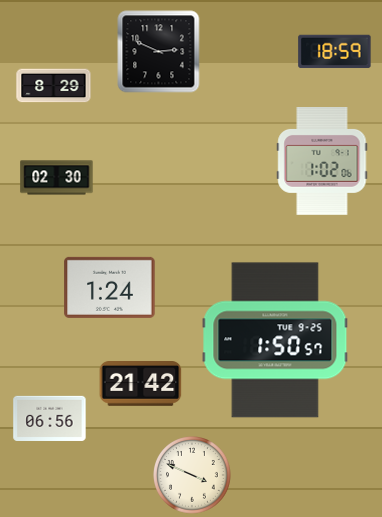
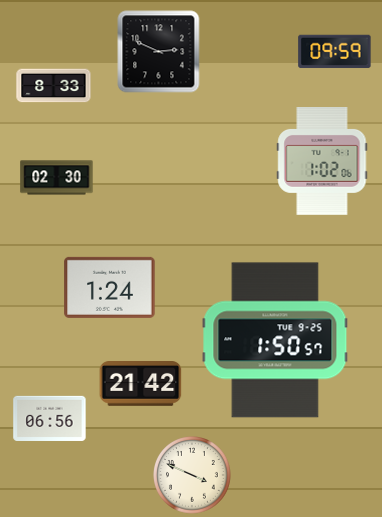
clock at (335, 52): 18:59 -> 09:59
clock at (54, 86): 8:29 -> 8:33
